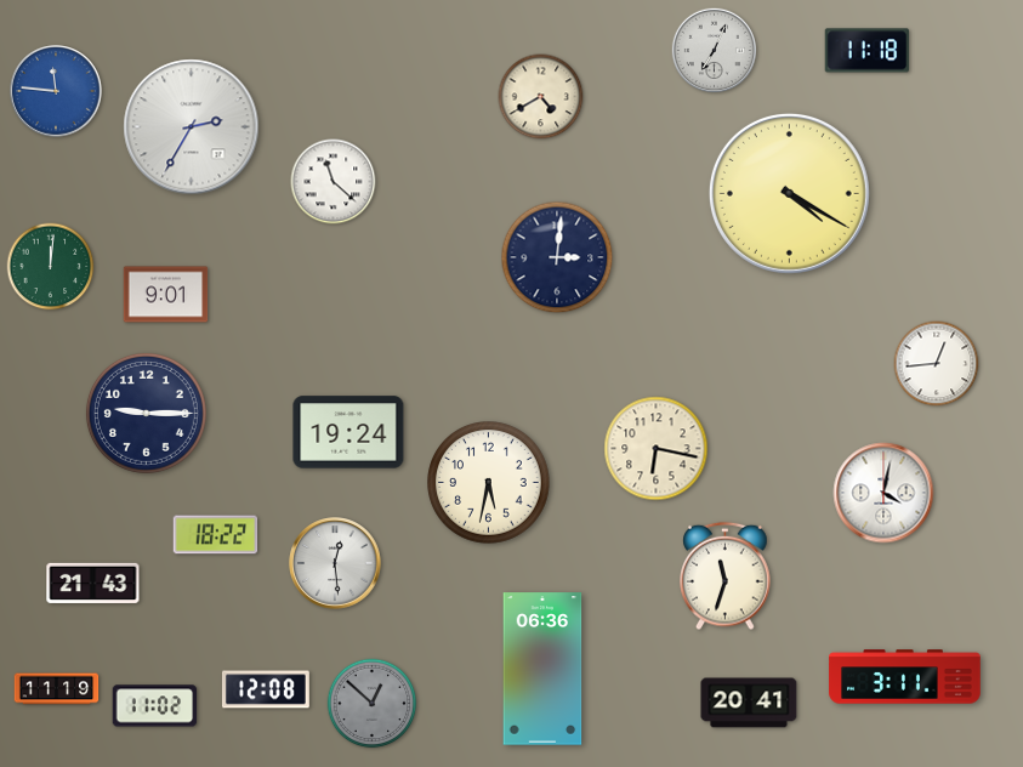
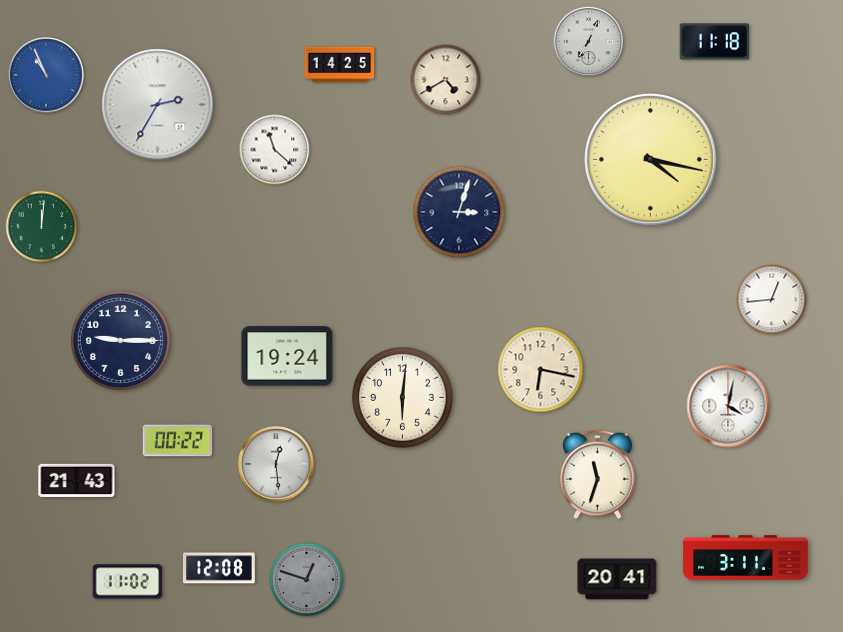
clock at (340, 65): none -> 14:25
clock at (56, 91): 11:46 -> 10:56
clock at (789, 193): 4:20 -> 4:17
clock at (557, 257): 3:01 -> 3:03
clock at (51, 267) position: (51, 267) -> (42, 227)
clock at (166, 295): 9:01 -> none
clock at (489, 483): 5:32 -> 6:01
clock at (216, 535): 18:22 -> 00:22
clock at (542, 669): 06:36 -> none
clock at (57, 689): 11:19 -> none
clock at (373, 704): 12:52 -> 12:48
